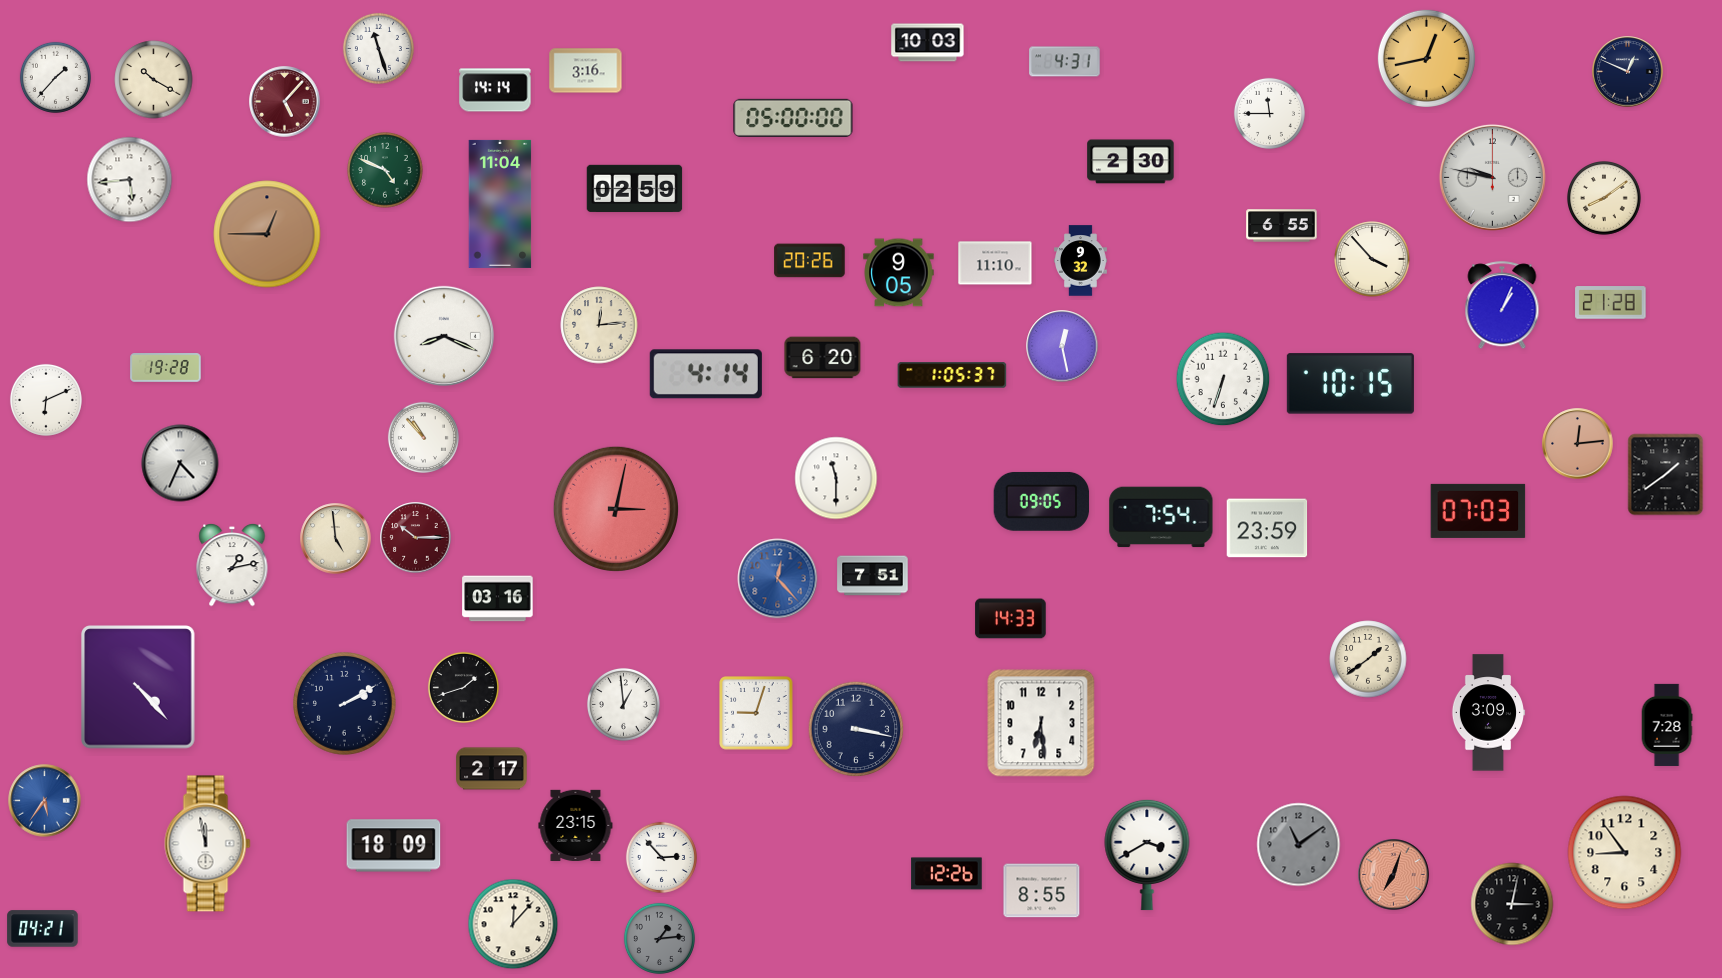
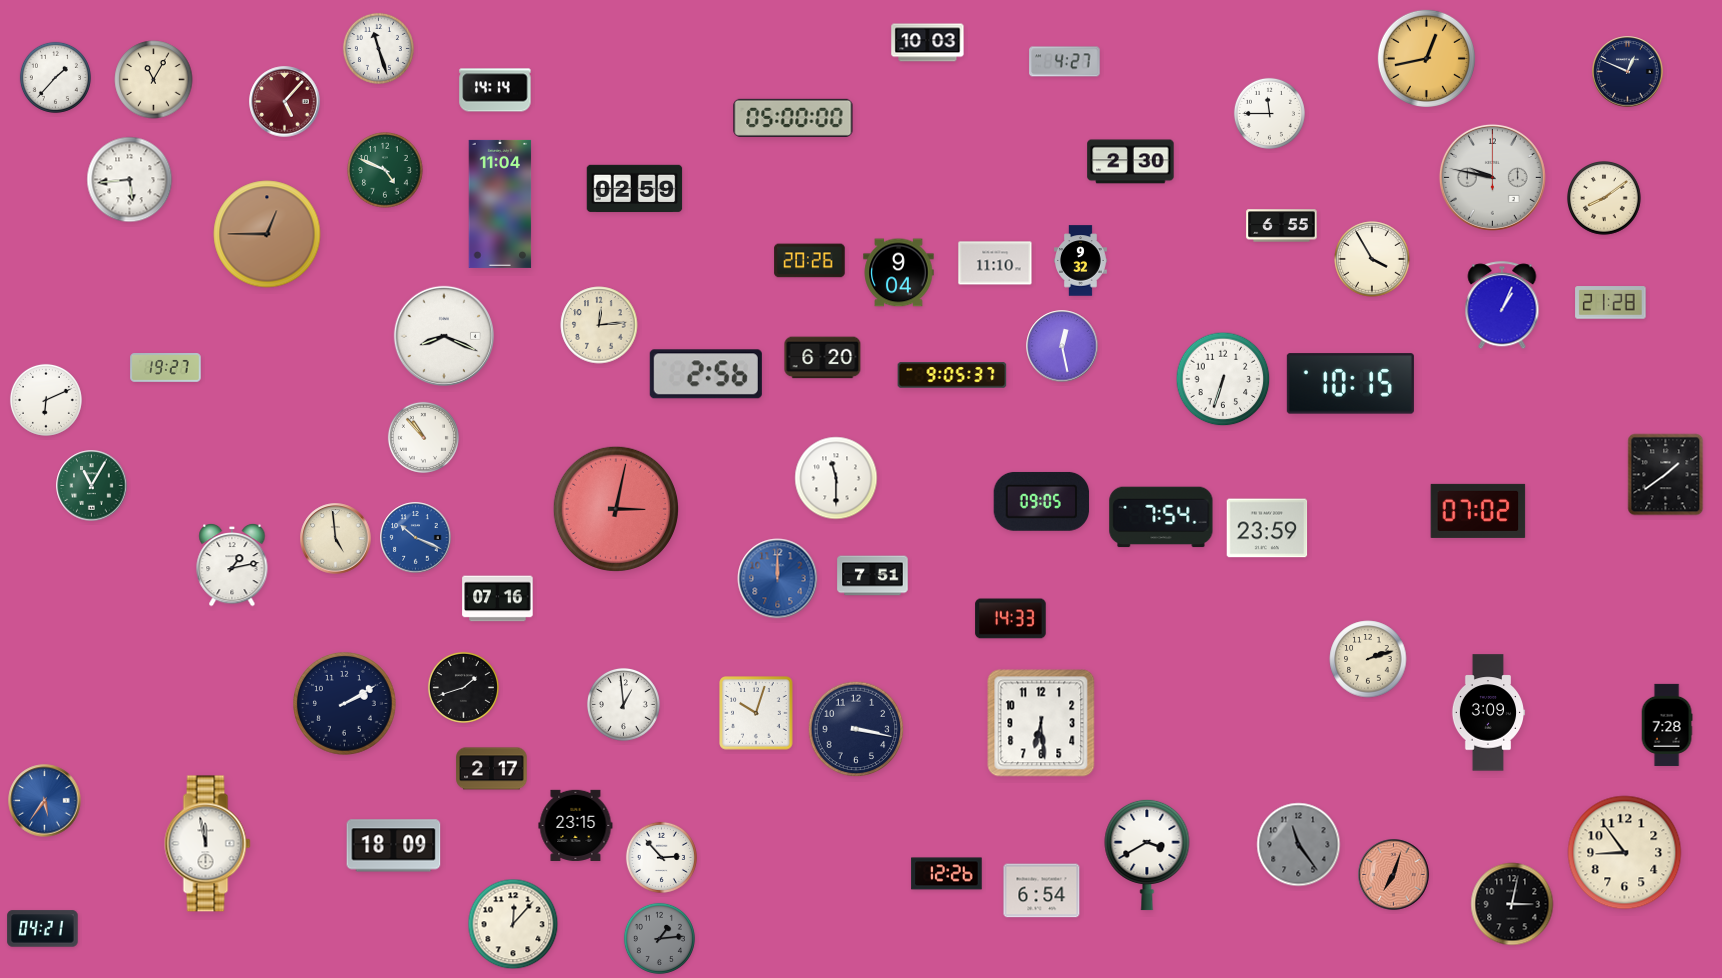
clock at (1065, 62): 4:31 -> 4:27
clock at (586, 71): 3:16 -> none
clock at (154, 80): 10:20 -> 11:05
clock at (1372, 259): 3:53 -> 3:55
clock at (899, 273): 9:05 -> 9:04
clock at (166, 368): 19:28 -> 19:27
clock at (706, 374): 4:14 -> 2:56
clock at (952, 375): 1:05 -> 9:05
clock at (1578, 444): 12:14 -> none
clock at (180, 463): 4:34 -> none
clock at (92, 486): none -> 11:05
clock at (1478, 511): 07:03 -> 07:02
clock at (416, 538): 10:15 -> 10:19
clock at (416, 538) dial: burgundy -> blue
clock at (778, 579): 12:23 -> 12:00
clock at (498, 599): 03:16 -> 07:16
clock at (1368, 659): 1:39 -> 2:12
clock at (138, 687): 4:23 -> none
clock at (756, 713): 9:03 -> 10:03
clock at (1299, 845): 11:09 -> 11:24
clock at (1042, 891): 8:55 -> 6:54
